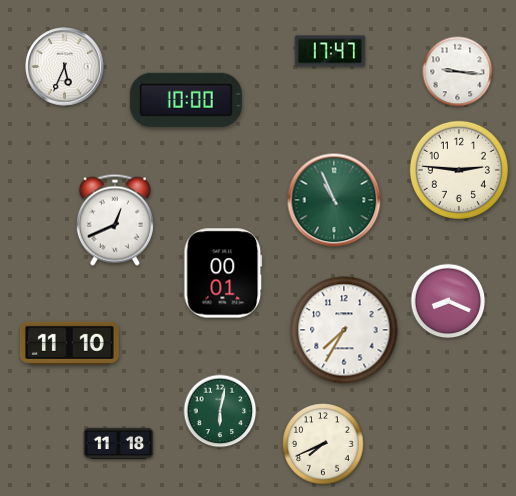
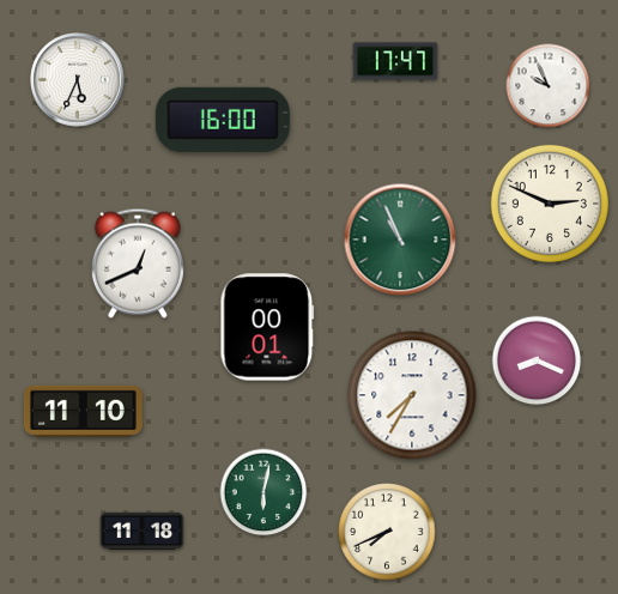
clock at (458, 72): 9:16 -> 9:56
clock at (186, 100): 10:00 -> 16:00
clock at (459, 170): 2:46 -> 2:49
